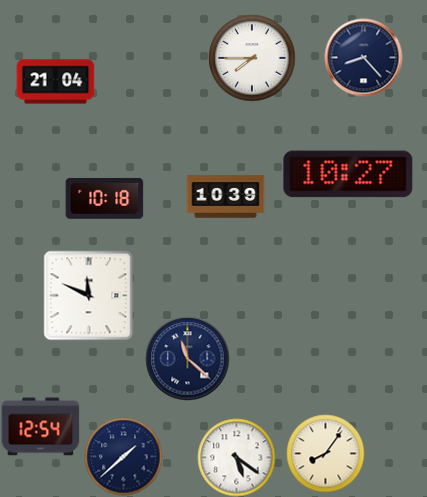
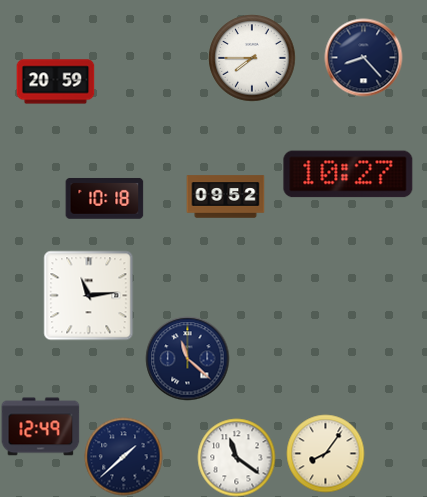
clock at (55, 82): 21:04 -> 20:59
clock at (225, 197): 10:39 -> 09:52
clock at (88, 295): 11:49 -> 11:14
clock at (40, 427): 12:54 -> 12:49
clock at (236, 457): 5:21 -> 11:21
